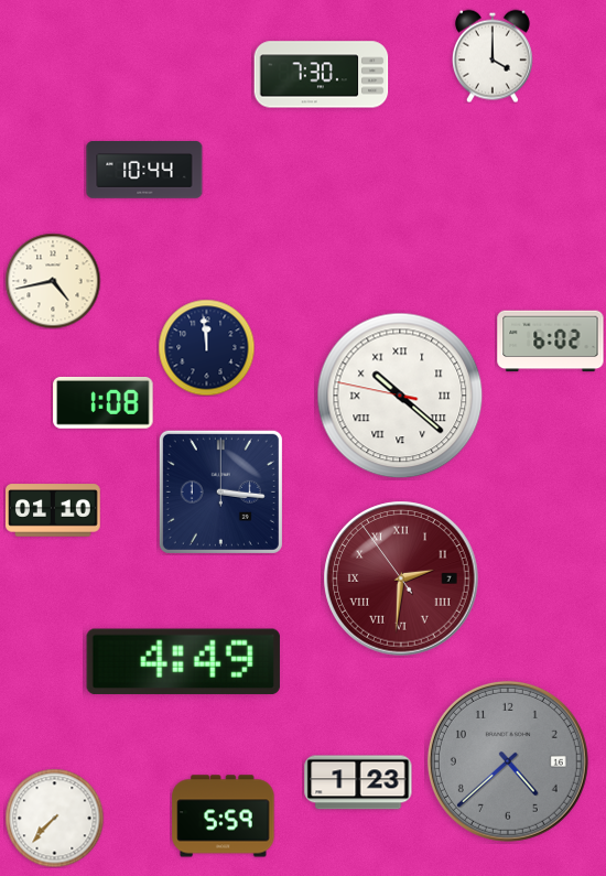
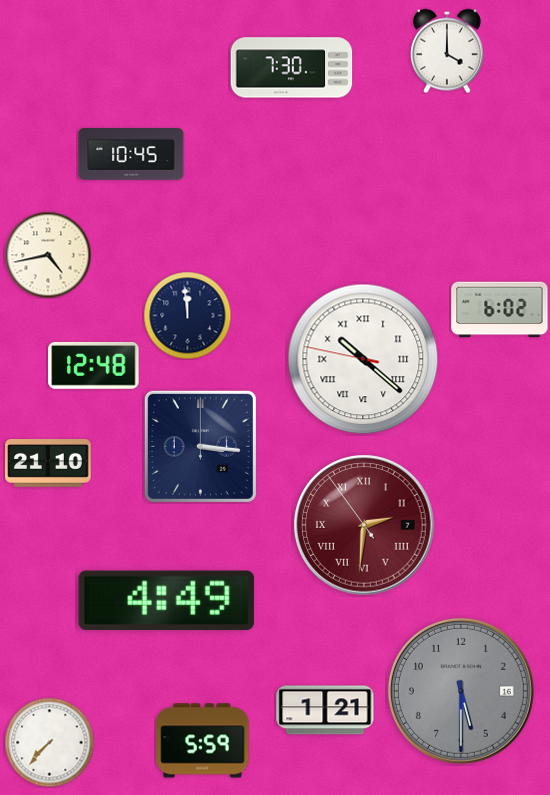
clock at (144, 171): 10:44 -> 10:45
clock at (104, 402): 1:08 -> 12:48
clock at (53, 510): 01:10 -> 21:10
clock at (508, 761): 4:38 -> 5:30
clock at (358, 782): 1:23 -> 1:21
